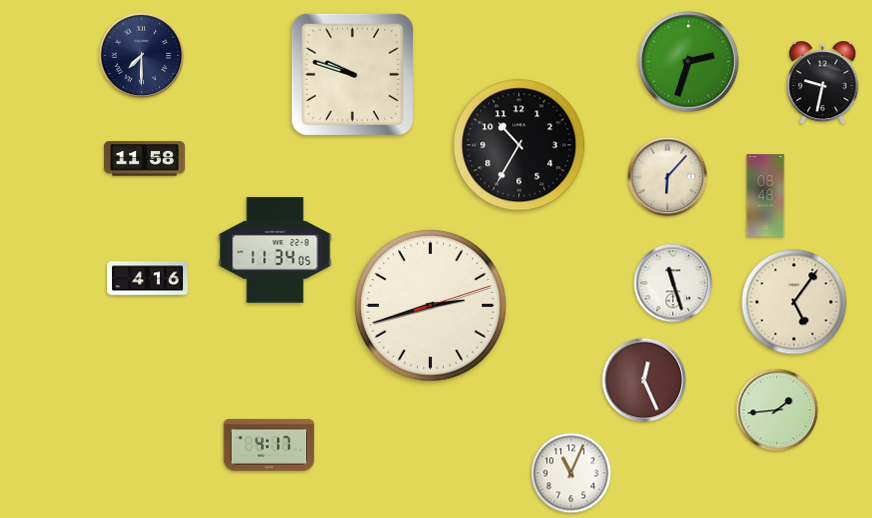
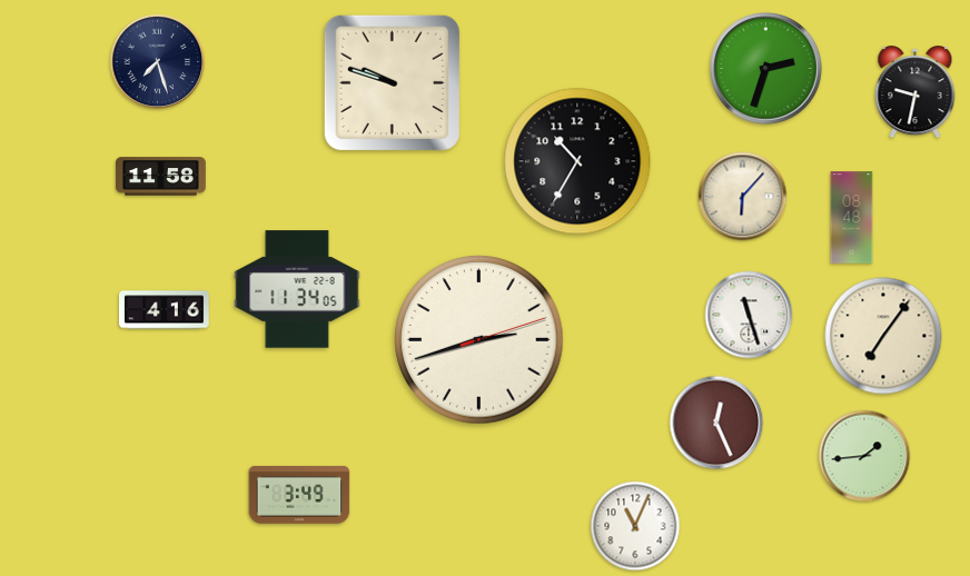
clock at (142, 56): 7:30 -> 7:27
clock at (275, 250) position: (275, 250) -> (297, 289)
clock at (794, 302): 5:06 -> 7:06
clock at (269, 445): 4:17 -> 3:49
